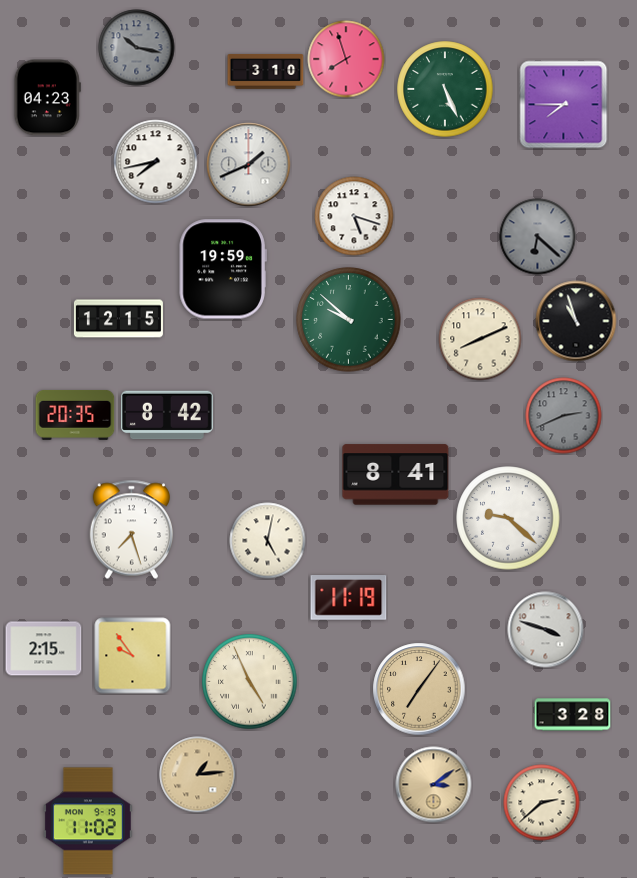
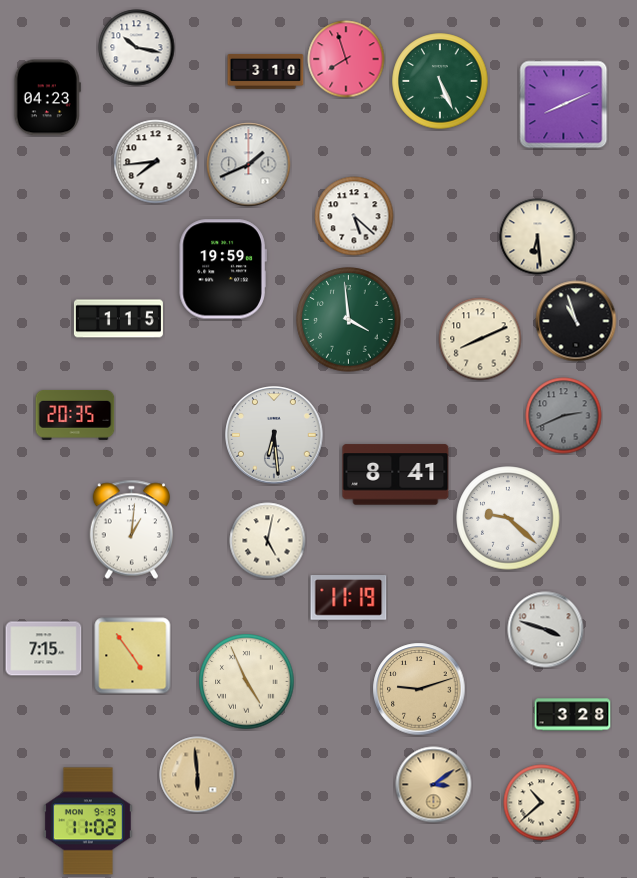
clock at (137, 48) dial: grey -> white
clock at (445, 89) position: (445, 89) -> (440, 81)
clock at (564, 105): 7:45 -> 8:11
clock at (156, 162): 7:43 -> 7:44
clock at (354, 216): 5:18 -> 5:22
clock at (538, 237): 6:22 -> 6:29
clock at (538, 237) dial: grey -> cream
clock at (118, 319): 12:15 -> 1:15
clock at (349, 320): 9:52 -> 3:59
clock at (168, 415): 8:42 -> none
clock at (274, 435): none -> 6:29
clock at (131, 530): 7:27 -> 1:01
clock at (44, 649): 2:15 -> 7:15
clock at (133, 656): 9:54 -> 4:54
clock at (250, 682) position: (250, 682) -> (247, 682)
clock at (419, 689): 7:06 -> 9:12
clock at (198, 775): 1:14 -> 5:59
clock at (542, 803): 2:38 -> 10:38
